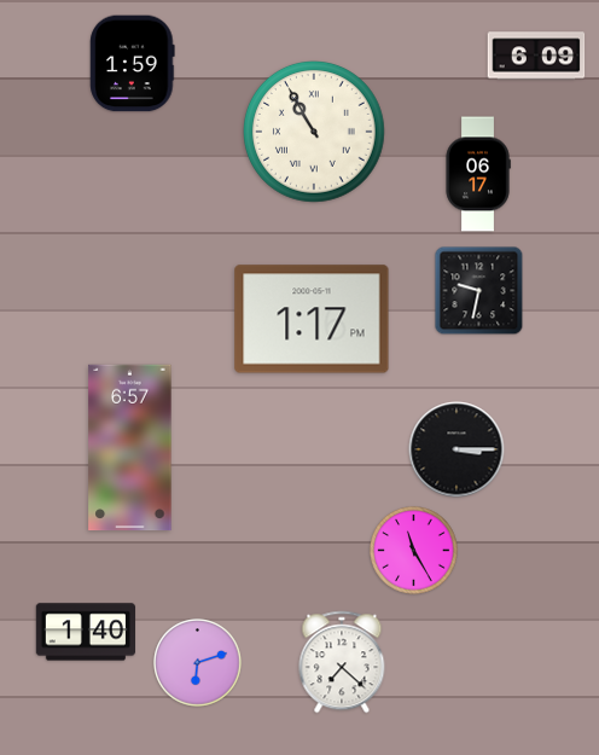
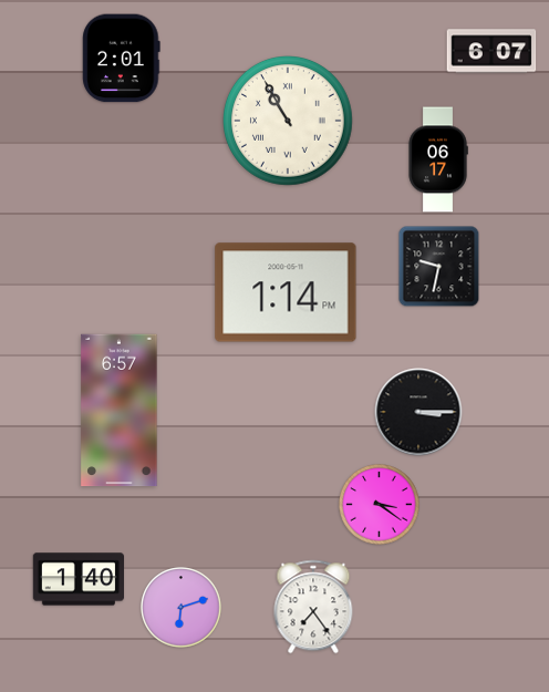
clock at (536, 56): 6:09 -> 6:07
clock at (133, 64): 1:59 -> 2:01
clock at (312, 319): 1:17 -> 1:14
clock at (414, 551): 11:25 -> 3:21
clock at (342, 662): 7:22 -> 7:24
